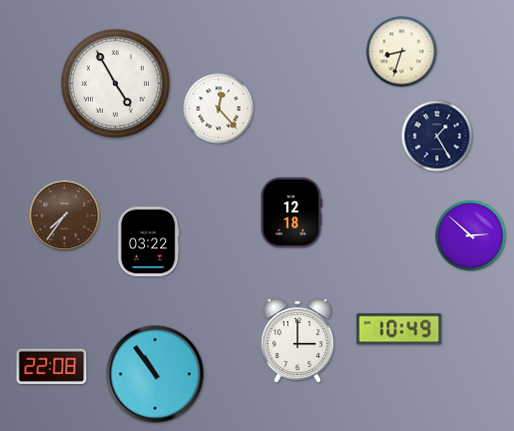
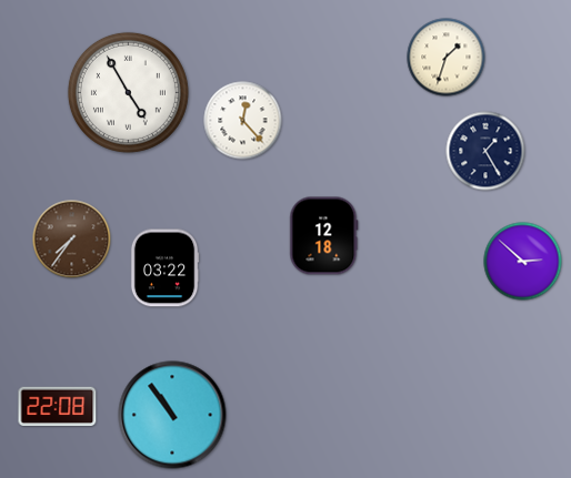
clock at (402, 52): 8:33 -> 1:33
clock at (399, 329): 10:49 -> none
clock at (298, 341): 3:00 -> none
